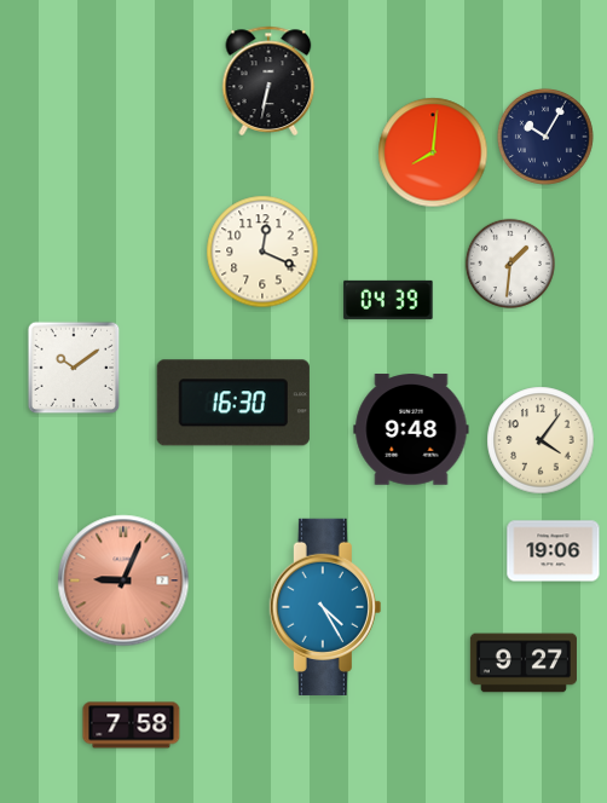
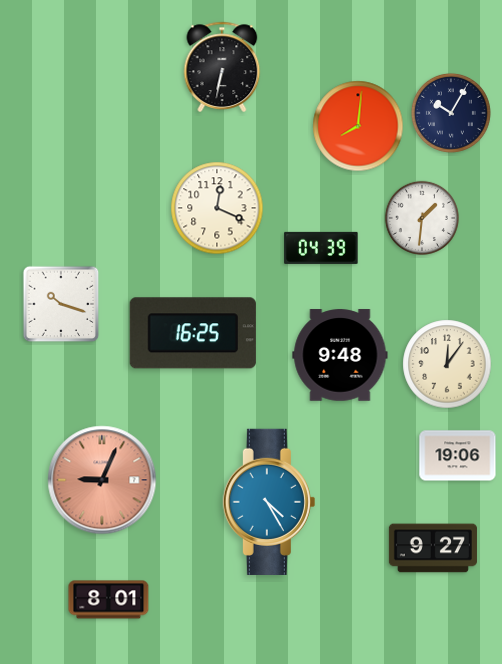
clock at (74, 368): 10:09 -> 10:18
clock at (233, 403): 16:30 -> 16:25
clock at (540, 440): 4:06 -> 12:06
clock at (132, 726): 7:58 -> 8:01
